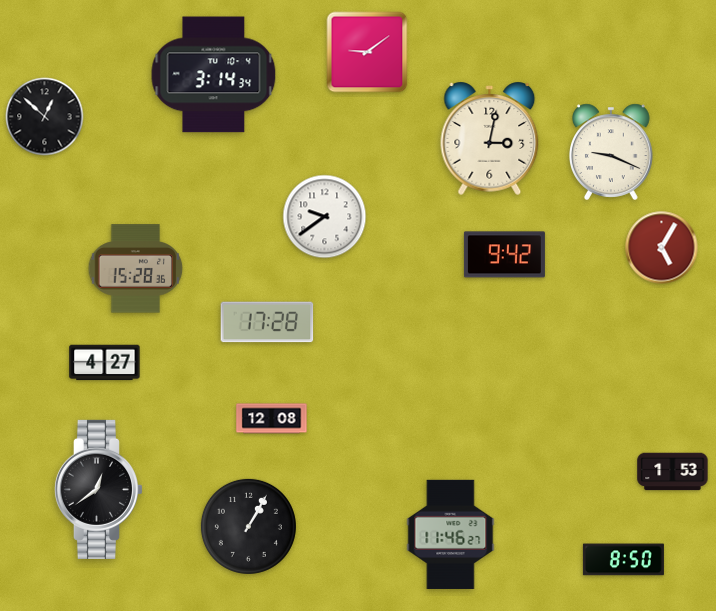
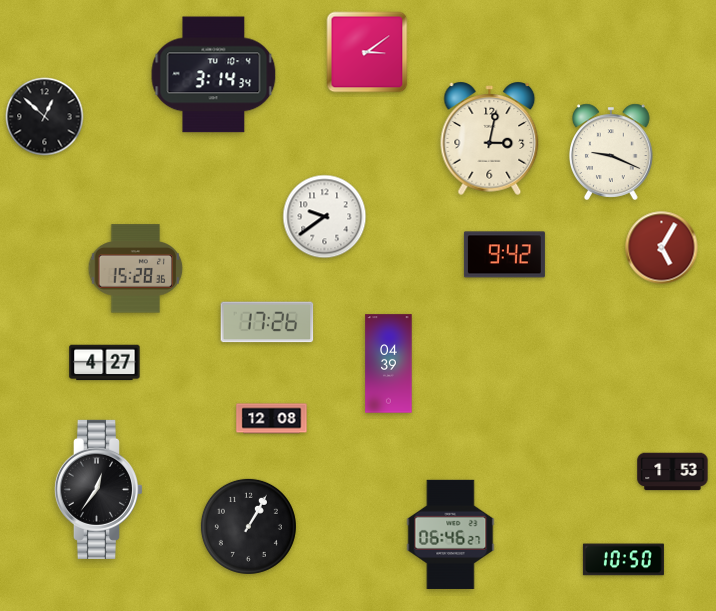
clock at (367, 52): 9:09 -> 3:09
clock at (267, 322): 17:28 -> 17:26
clock at (389, 364): none -> 04:39
clock at (98, 489): 12:39 -> 12:36
clock at (451, 534): 11:46 -> 06:46
clock at (623, 560): 8:50 -> 10:50
